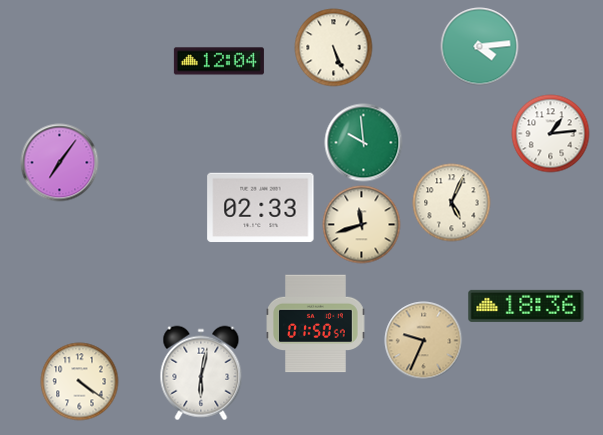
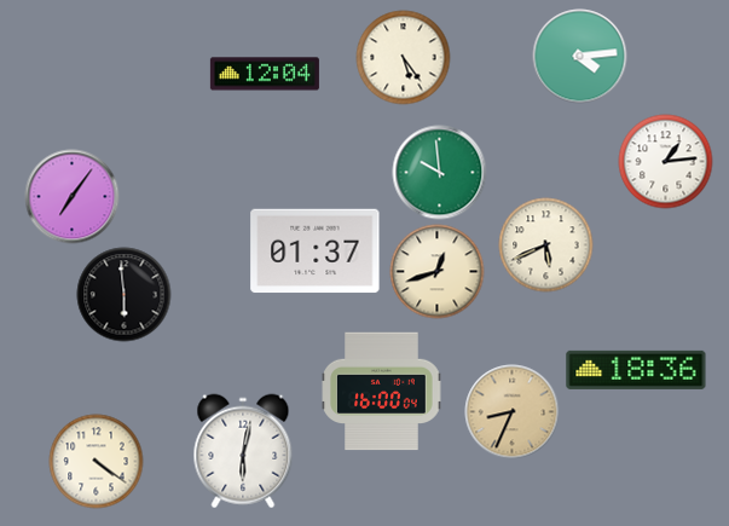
clock at (333, 47): 5:26 -> 5:24
clock at (451, 202): 5:04 -> 5:41
clock at (261, 208): 02:33 -> 01:37
clock at (361, 224): 11:42 -> 12:42
clock at (123, 294): none -> 5:59
clock at (315, 324): 01:50 -> 16:00
clock at (423, 340): 9:34 -> 8:34
